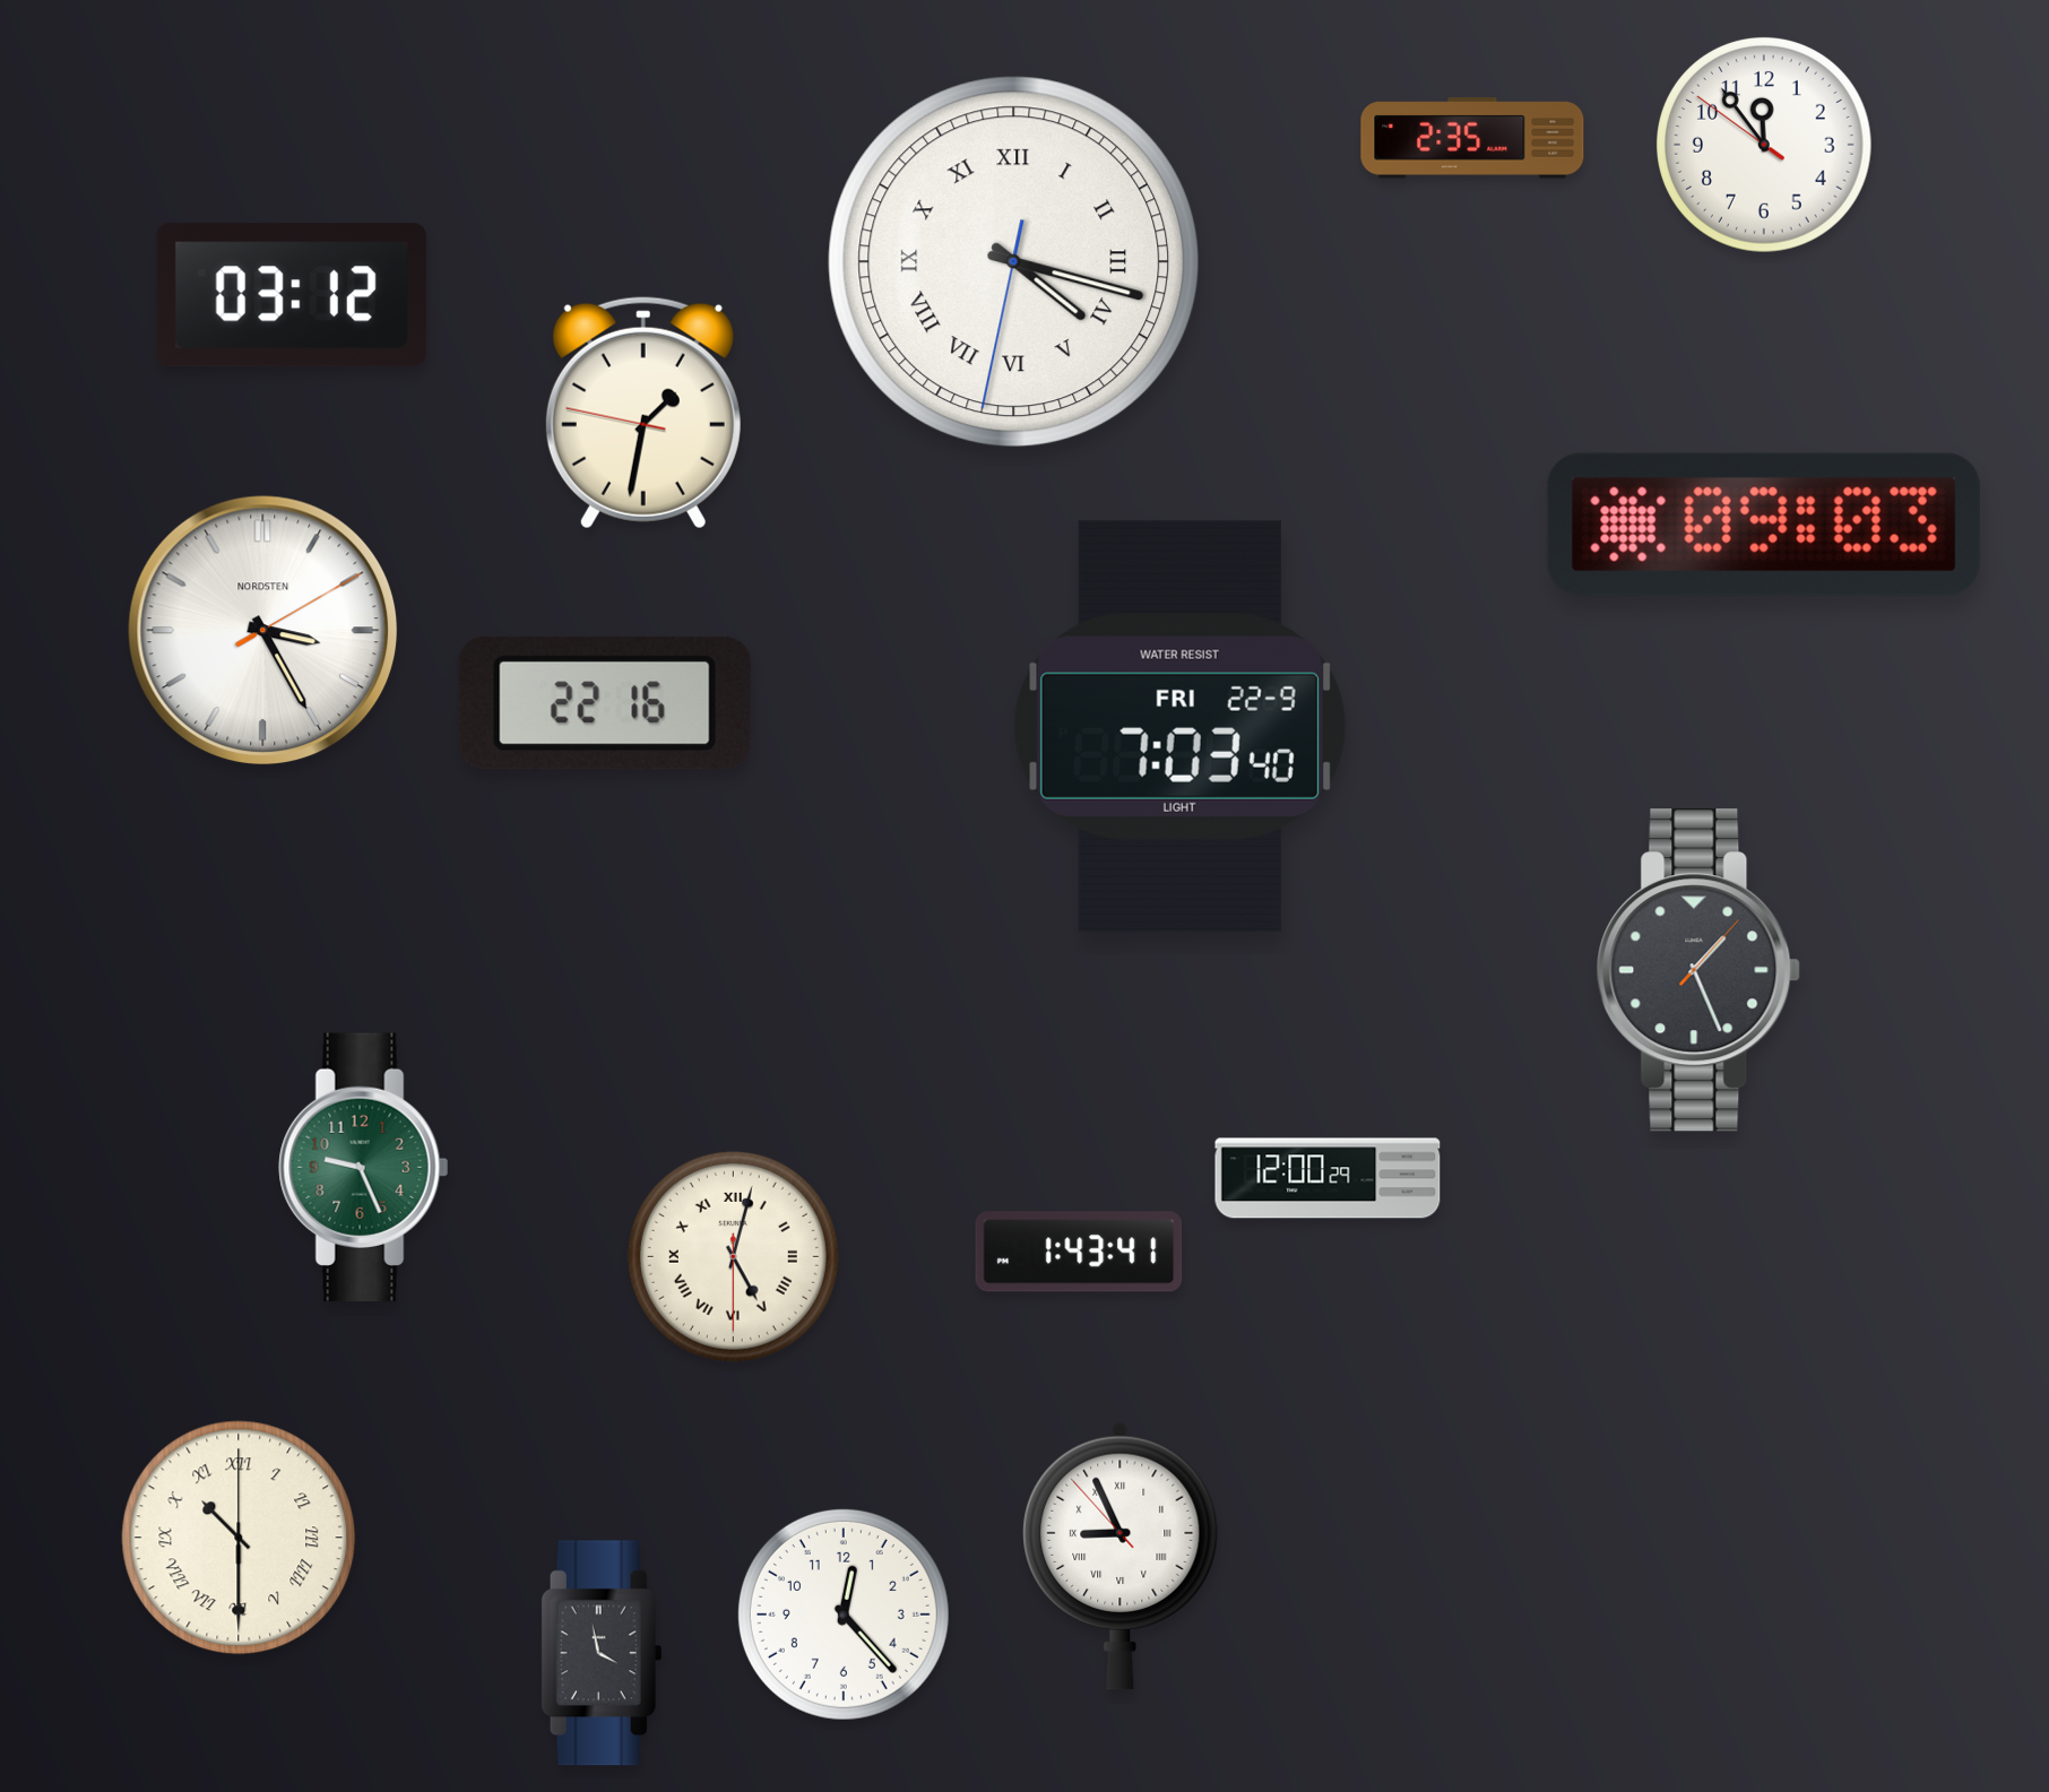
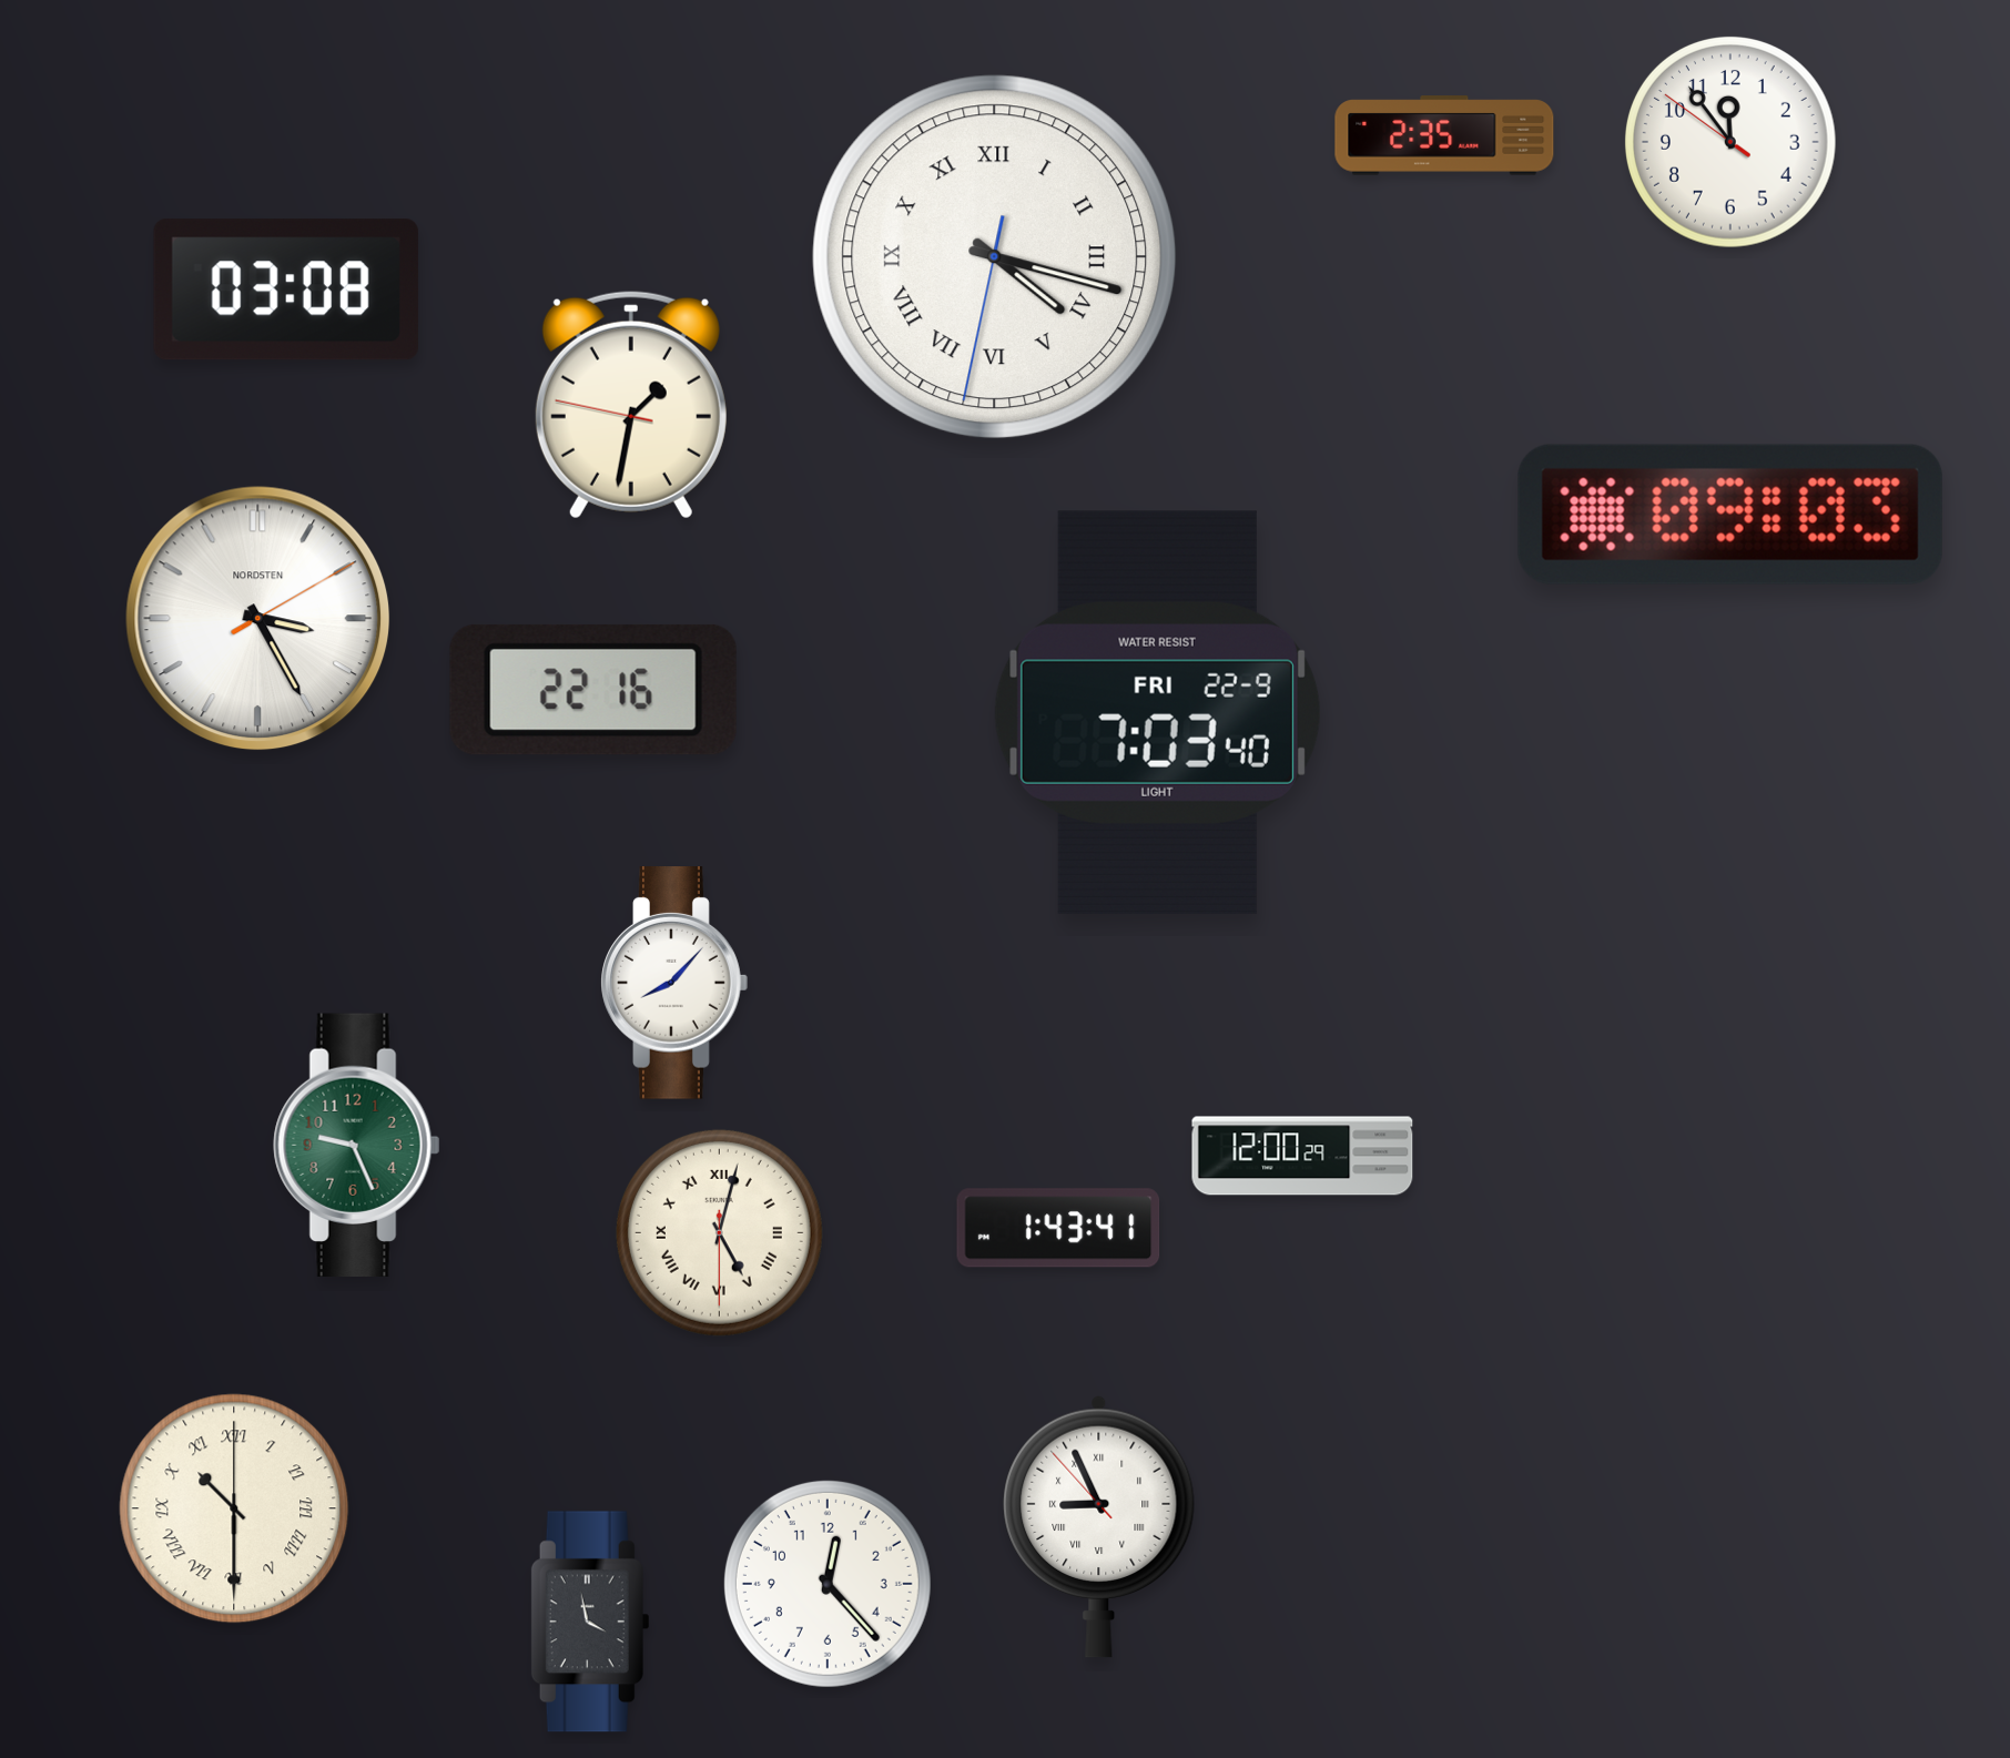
clock at (292, 295): 03:12 -> 03:08
clock at (1698, 970): 1:26 -> none
clock at (674, 984): none -> 8:07
